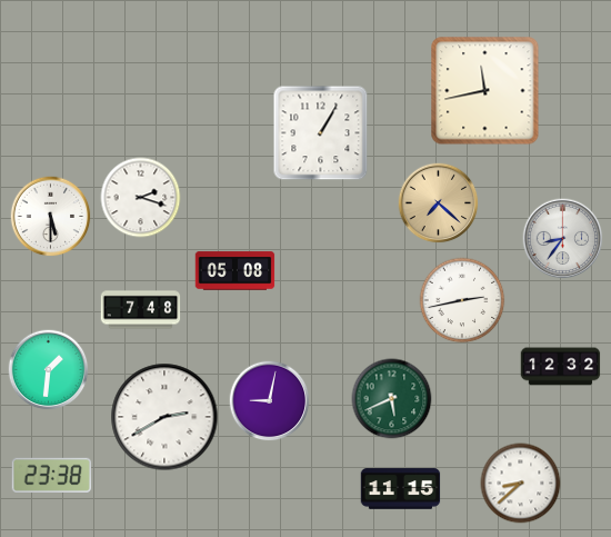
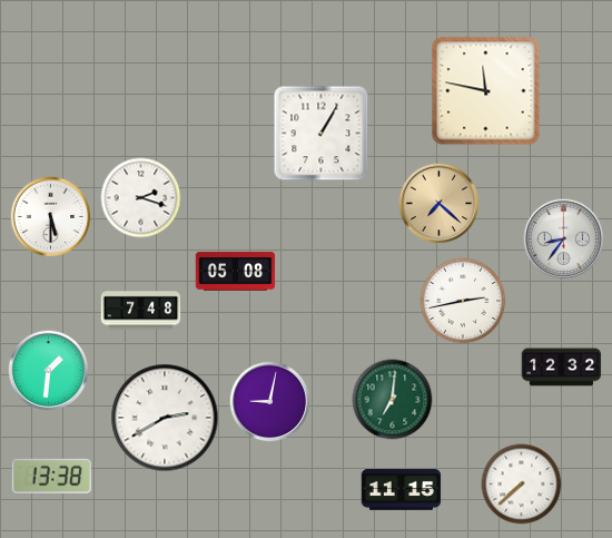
clock at (485, 91): 11:43 -> 11:47
clock at (392, 399): 5:41 -> 7:01
clock at (52, 475): 23:38 -> 13:38
clock at (521, 484): 8:38 -> 7:38
